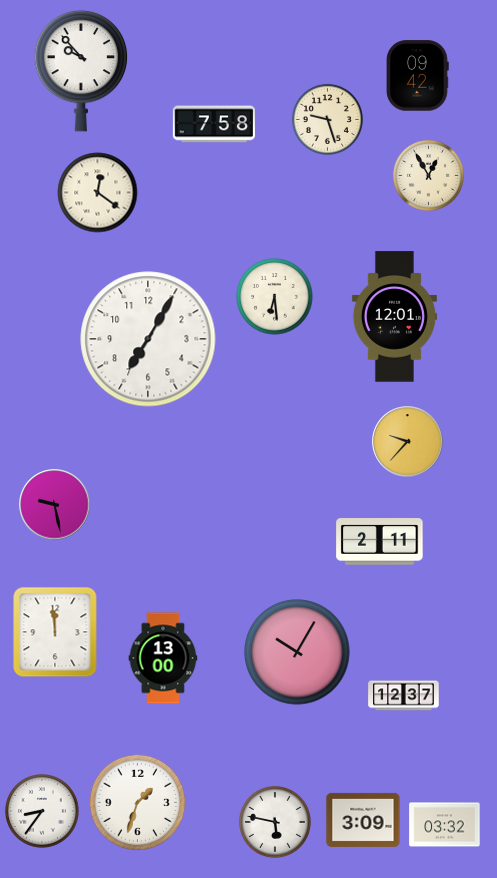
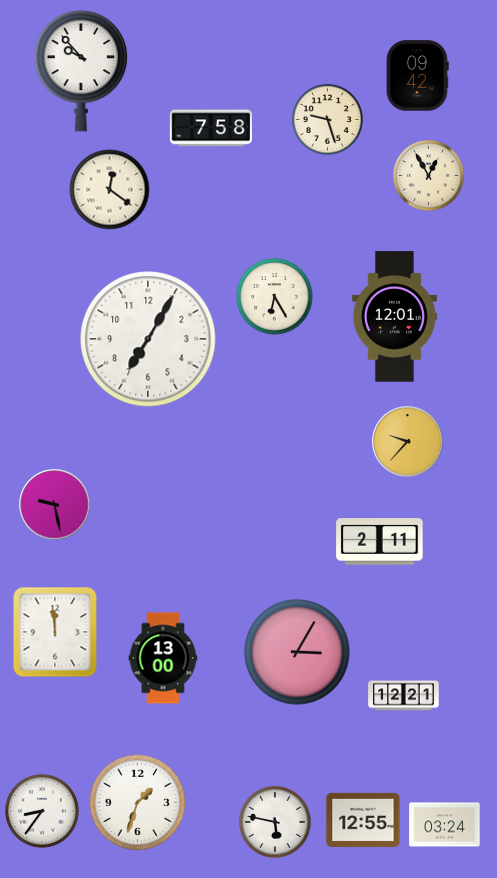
clock at (214, 124) position: (214, 124) -> (211, 128)
clock at (98, 193) position: (98, 193) -> (110, 190)
clock at (275, 297): 6:29 -> 6:25
clock at (297, 652): 10:05 -> 3:05
clock at (404, 696): 12:37 -> 12:21
clock at (363, 820): 3:09 -> 12:55
clock at (445, 825): 03:32 -> 03:24
